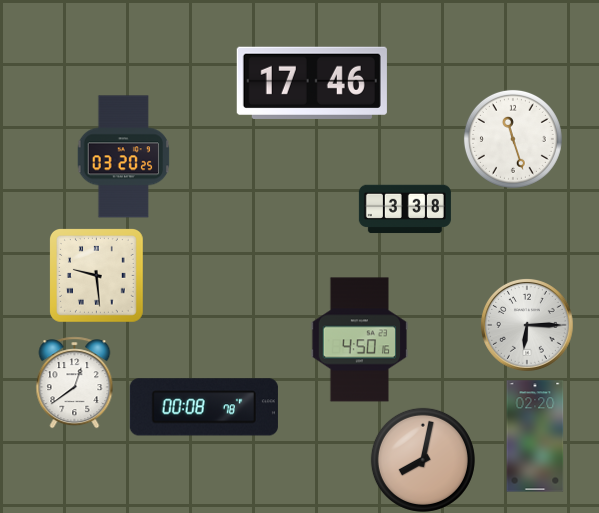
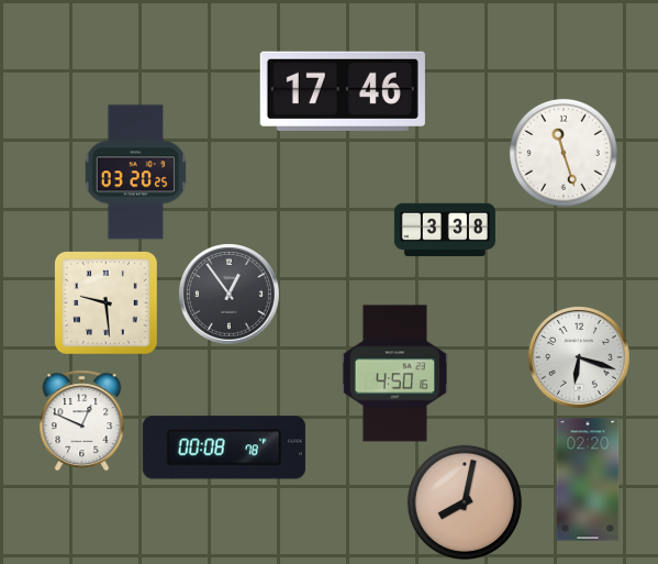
clock at (230, 295): none -> 12:54
clock at (527, 325): 6:15 -> 6:18
clock at (75, 382): 12:39 -> 12:49
clock at (423, 460) position: (423, 460) -> (465, 502)
